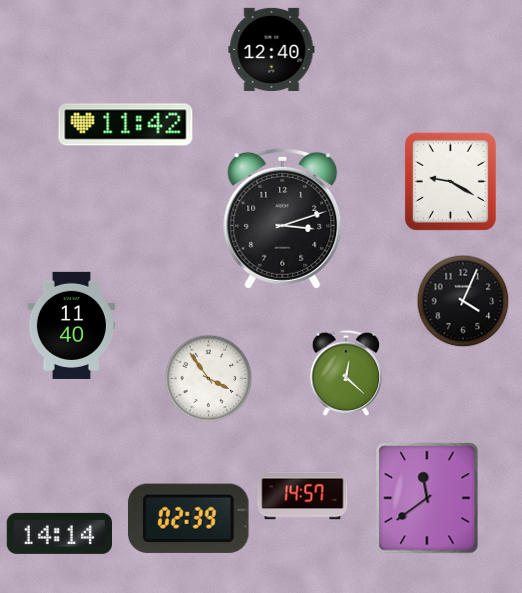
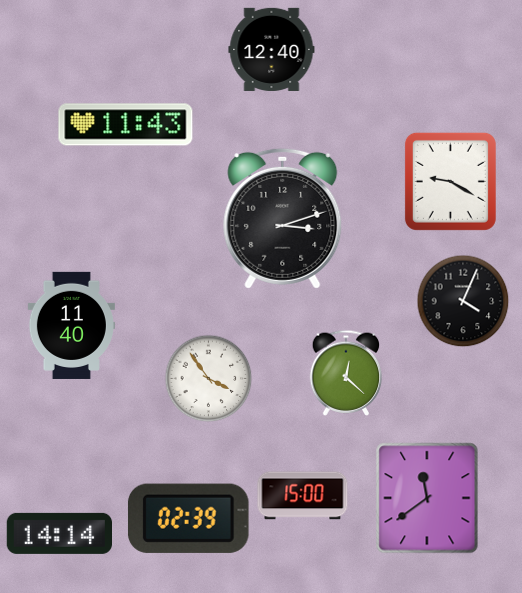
clock at (126, 125): 11:42 -> 11:43
clock at (303, 496): 14:57 -> 15:00
